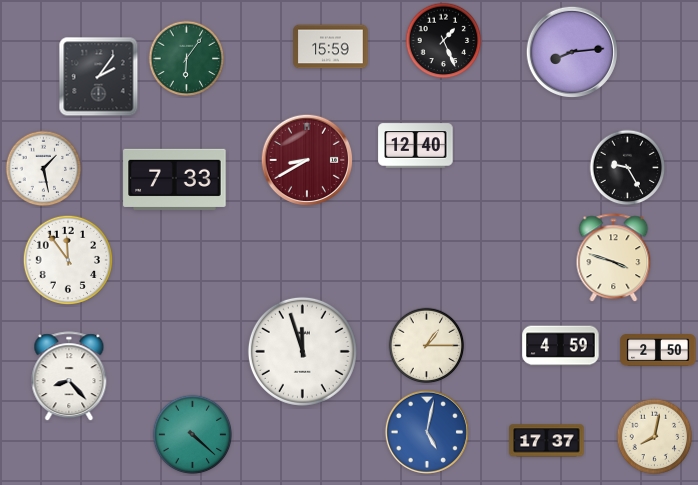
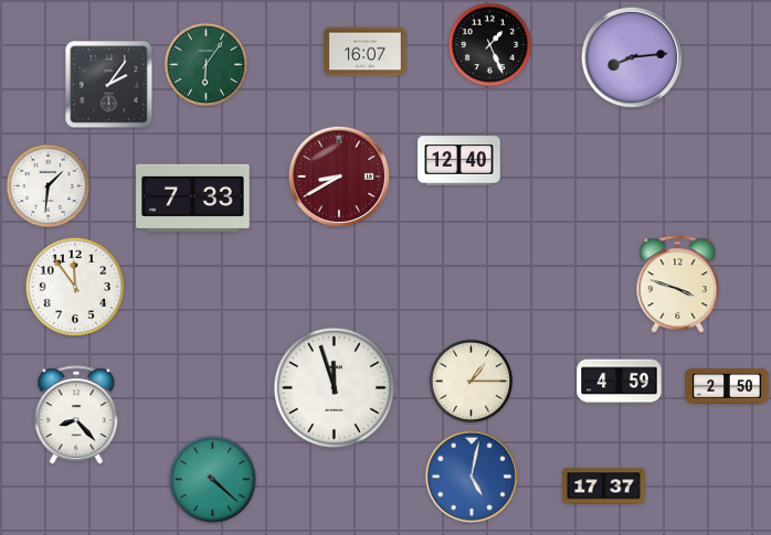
clock at (331, 47): 15:59 -> 16:07
clock at (628, 168): 9:25 -> none
clock at (44, 169): 1:28 -> 1:31
clock at (655, 437): 8:02 -> none
